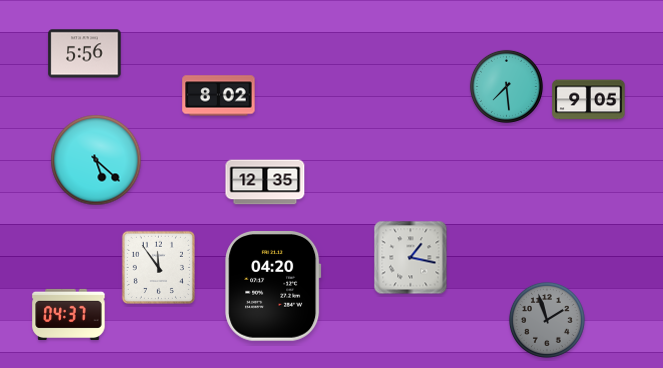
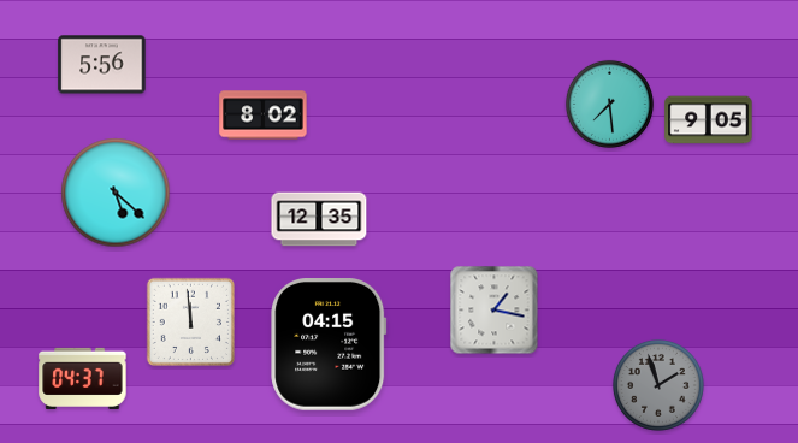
clock at (158, 267): 11:54 -> 11:59
clock at (273, 287): 04:20 -> 04:15
